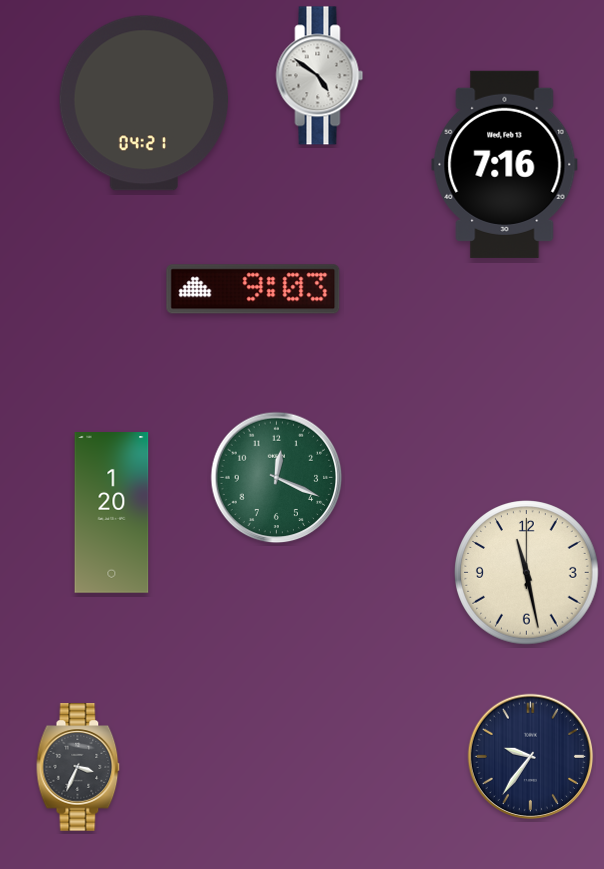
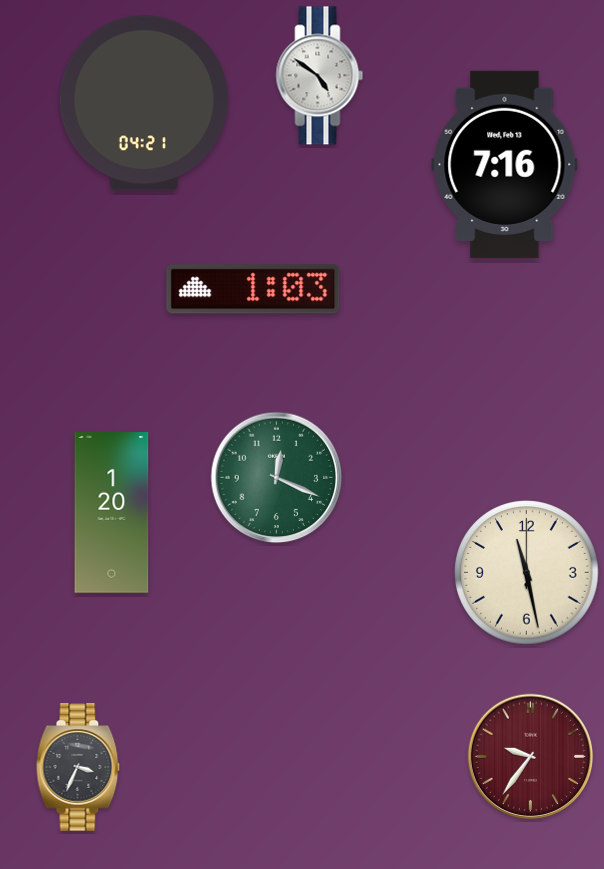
clock at (253, 289): 9:03 -> 1:03
clock at (531, 757) dial: navy -> burgundy
